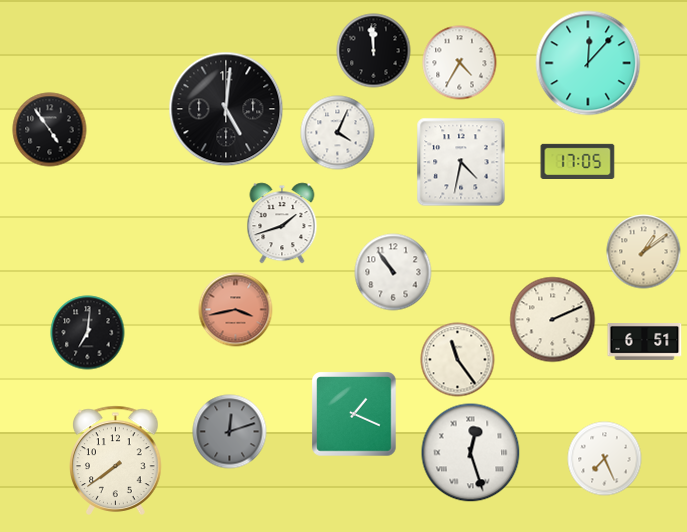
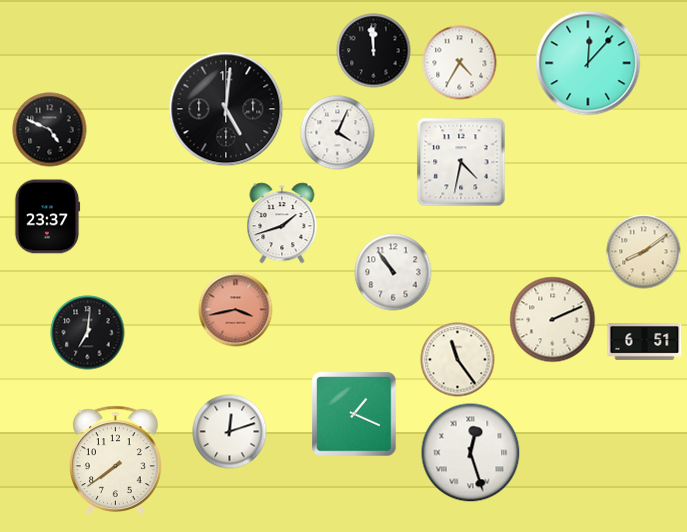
clock at (50, 130): 4:54 -> 4:49
clock at (578, 161): 17:05 -> none
clock at (47, 217): none -> 23:37
clock at (644, 252): 1:09 -> 8:09
clock at (230, 432) dial: grey -> white
clock at (605, 459): 7:26 -> none
